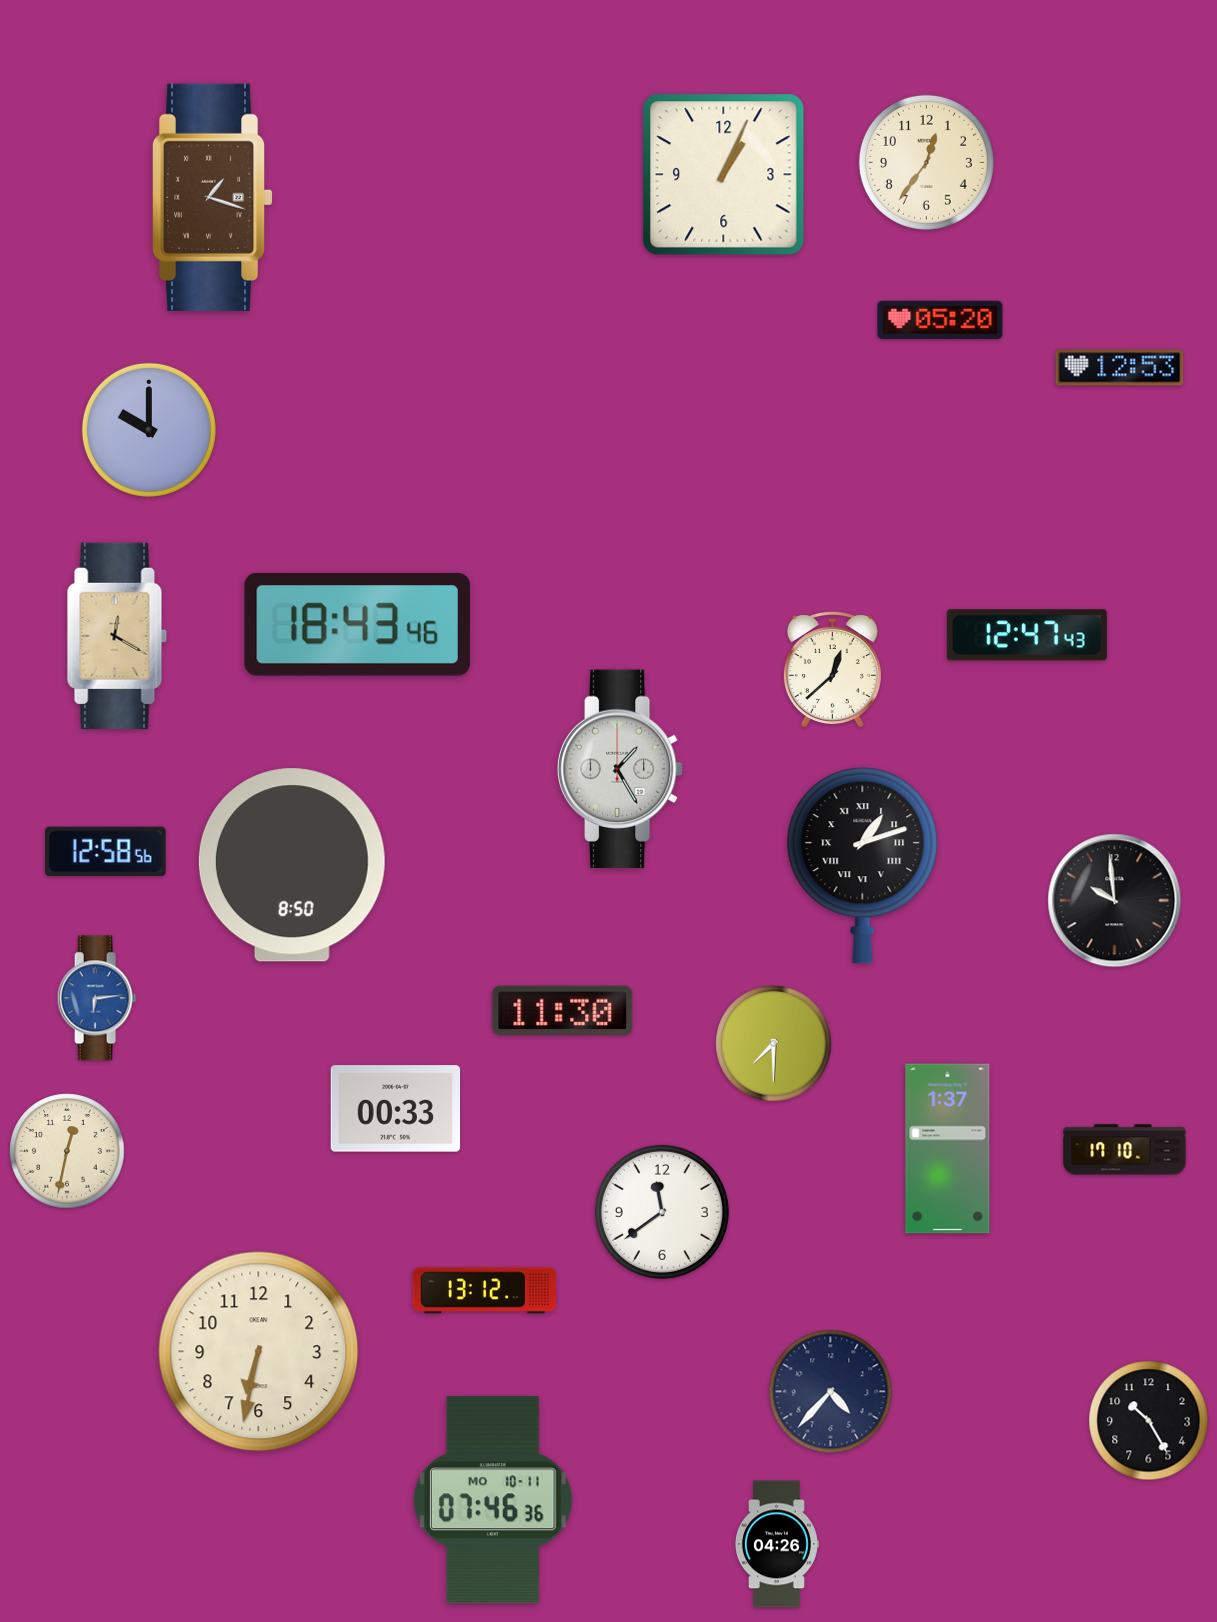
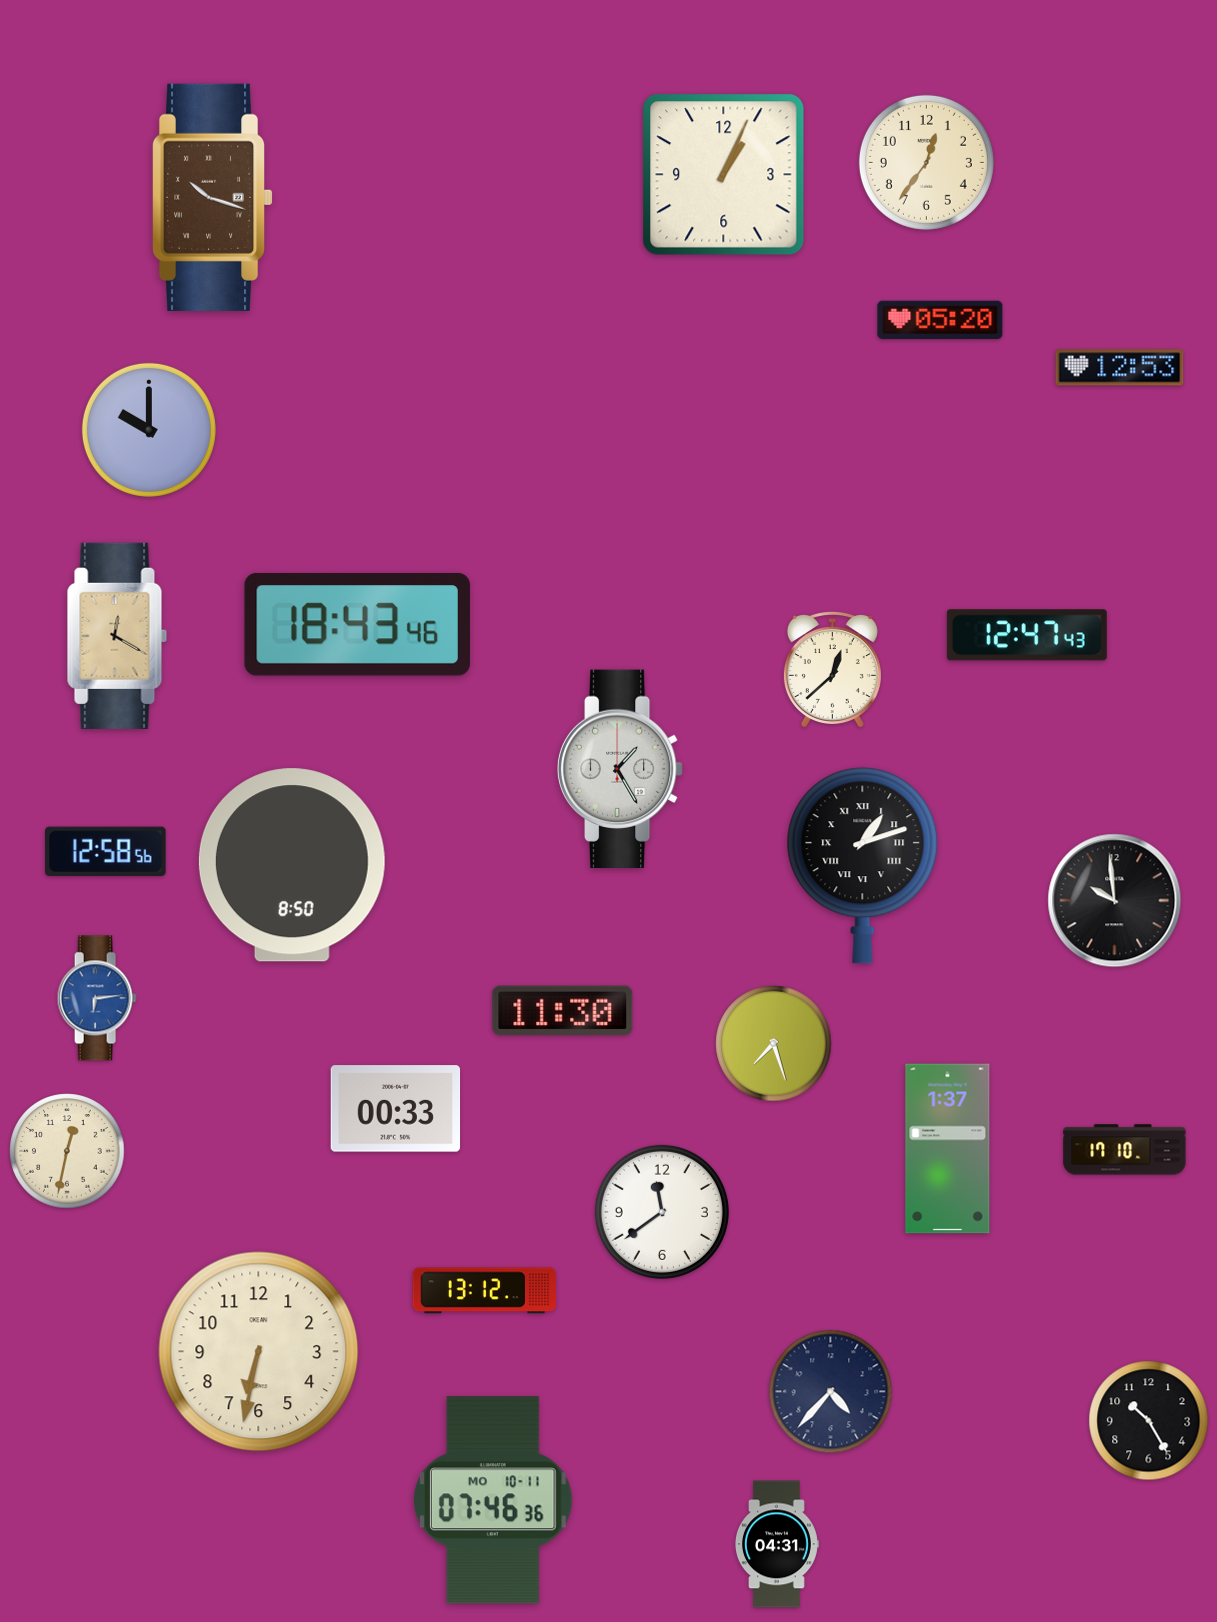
clock at (212, 197): 1:18 -> 10:18
clock at (774, 1044): 7:30 -> 7:27
clock at (776, 1544): 04:26 -> 04:31
